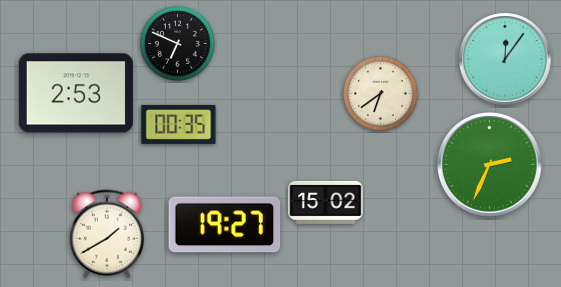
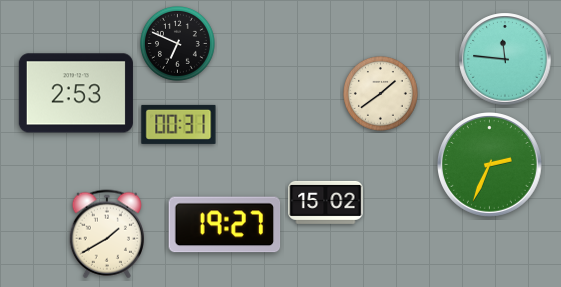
clock at (505, 59): 12:06 -> 11:46
clock at (381, 94): 6:39 -> 1:39
clock at (179, 124): 00:35 -> 00:31
